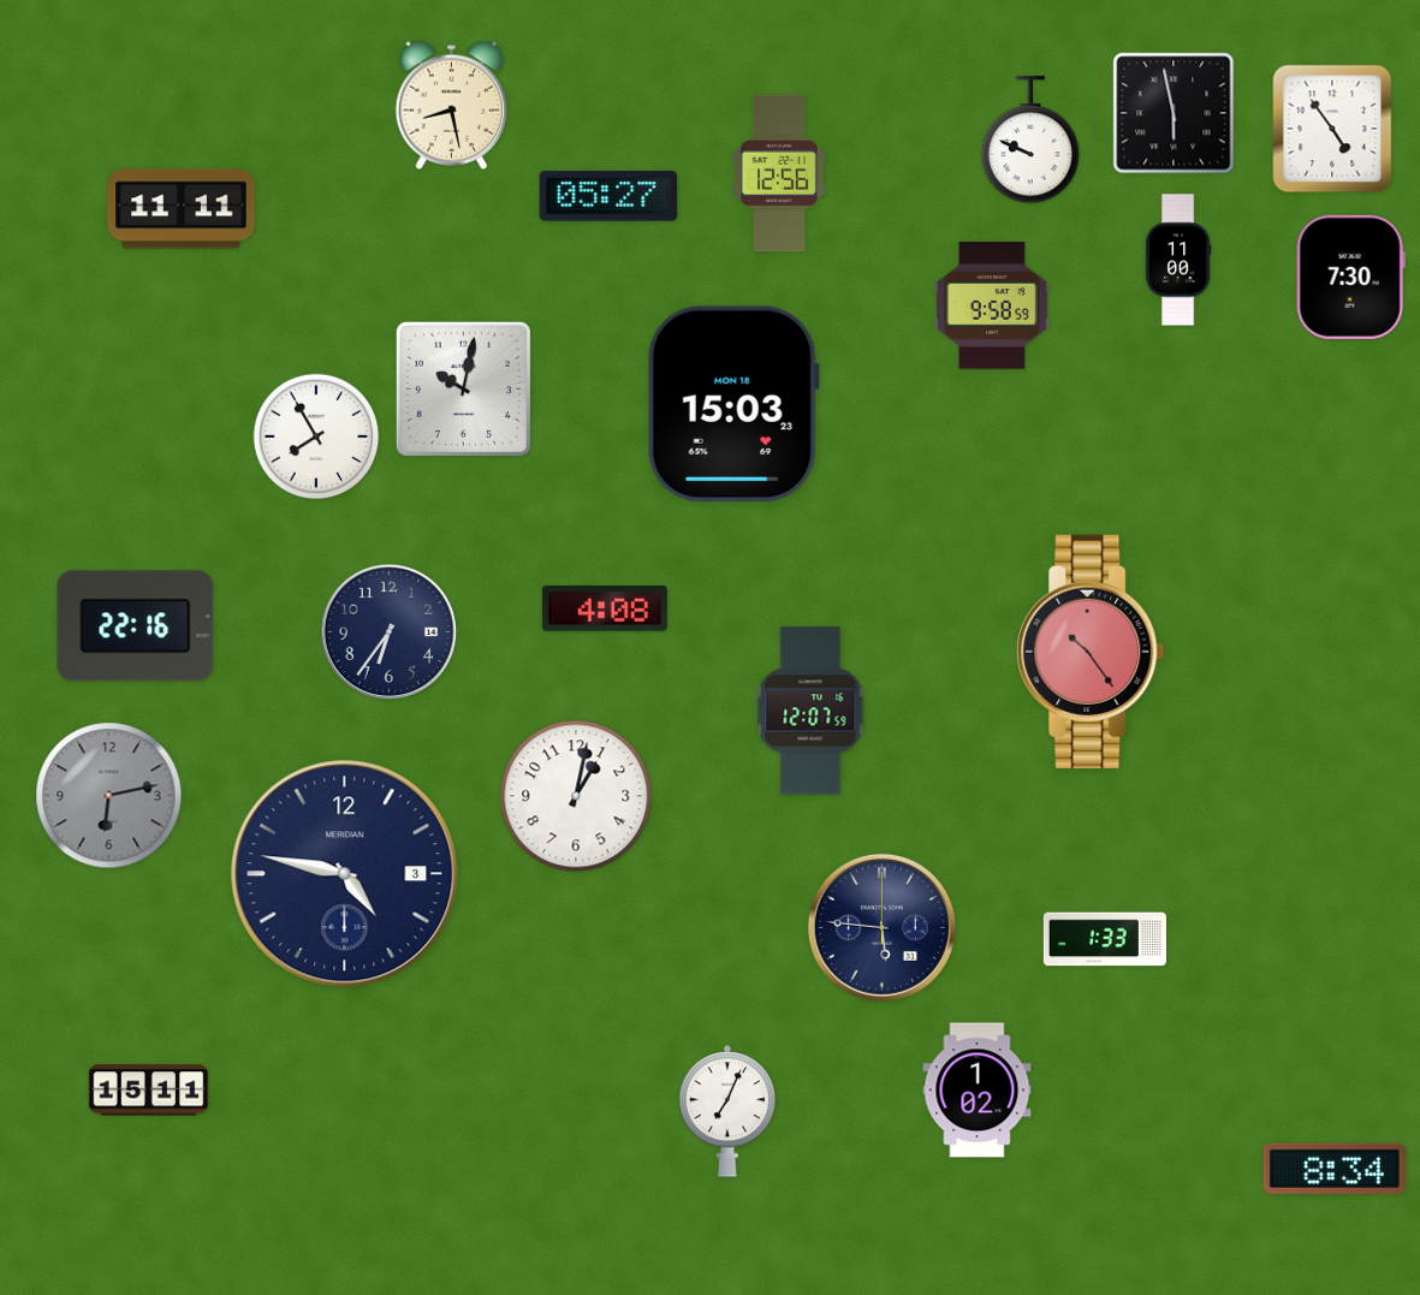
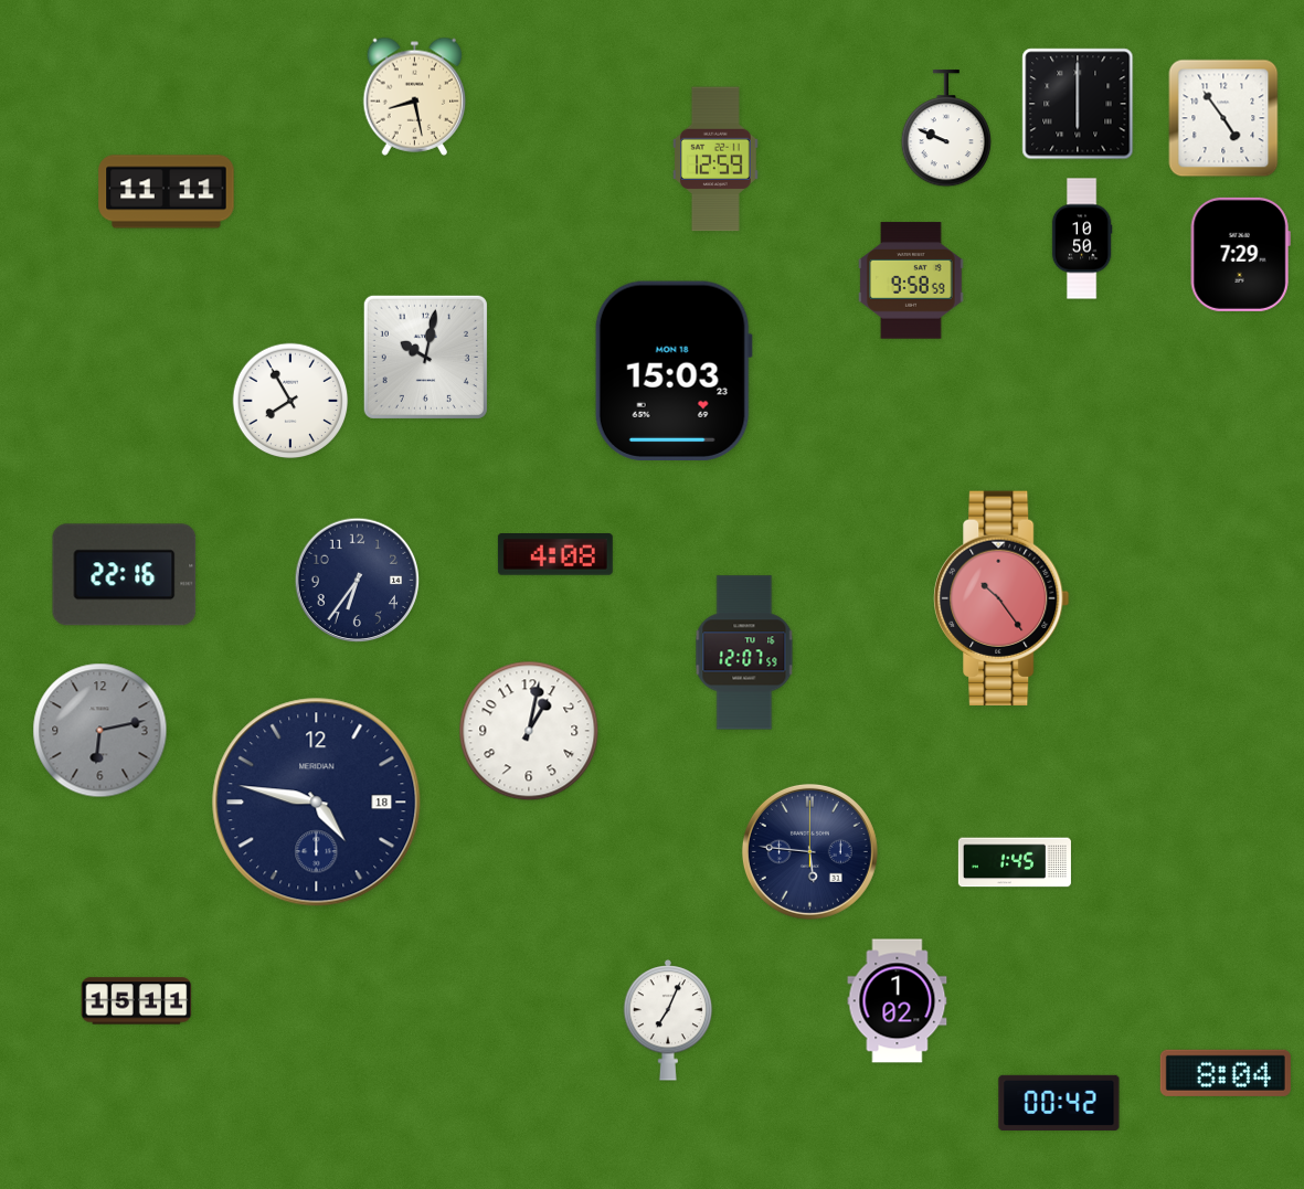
clock at (1174, 113): 5:58 -> 6:00
clock at (779, 173): 12:56 -> 12:59
clock at (608, 196): 05:27 -> none
clock at (1178, 260): 11:00 -> 10:50
clock at (1350, 277): 7:30 -> 7:29
clock at (605, 610) position: (605, 610) -> (555, 555)
clock at (345, 874) date: 3 -> 18
clock at (1105, 939): 1:33 -> 1:45
clock at (1335, 1169): 8:34 -> 8:04
clock at (1059, 1103): none -> 00:42
